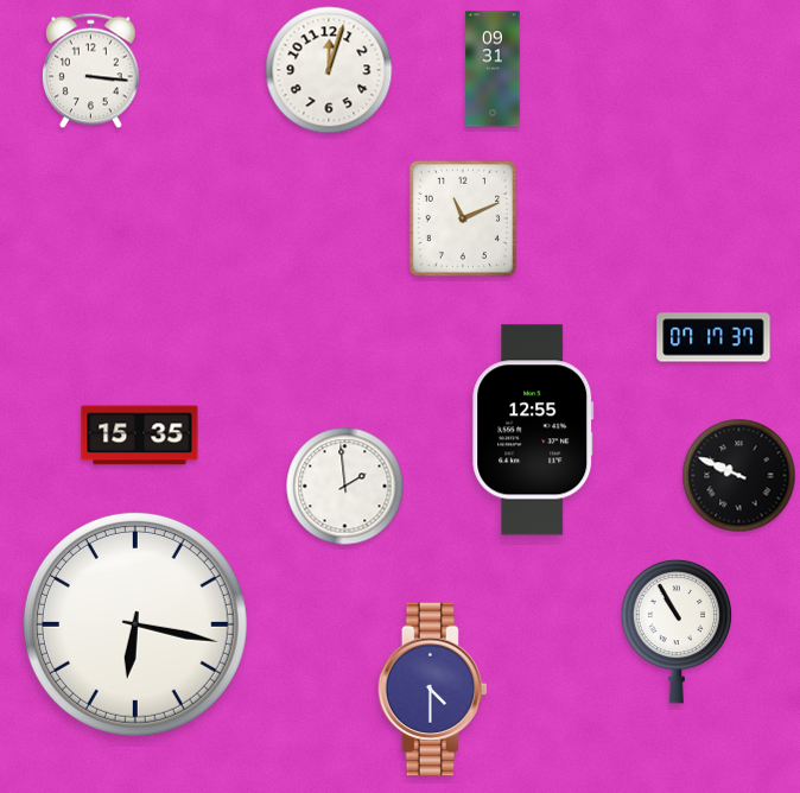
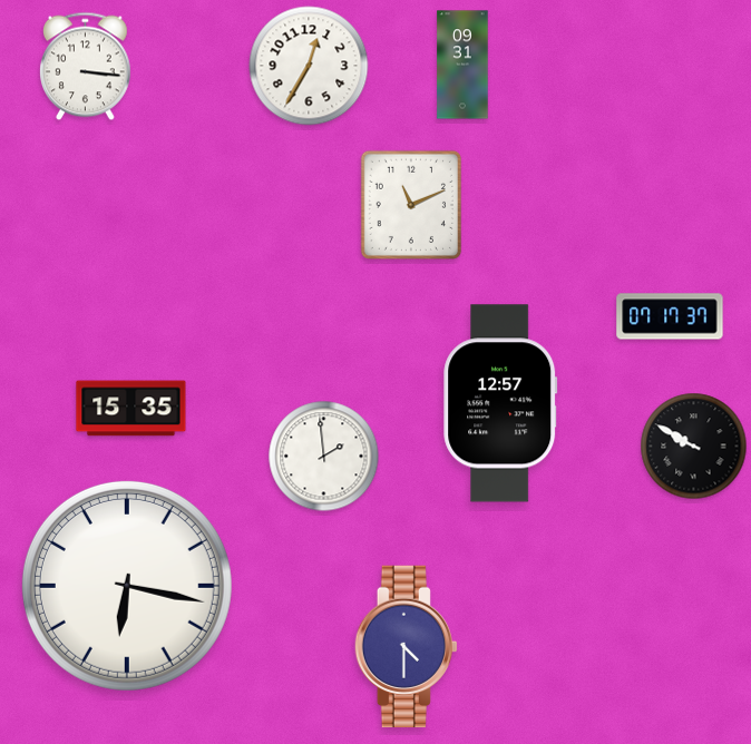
clock at (329, 70): 12:03 -> 12:35
clock at (463, 217) position: (463, 217) -> (411, 204)
clock at (533, 430): 12:55 -> 12:57
clock at (739, 476): 9:49 -> 9:50
clock at (677, 632): 10:55 -> none
